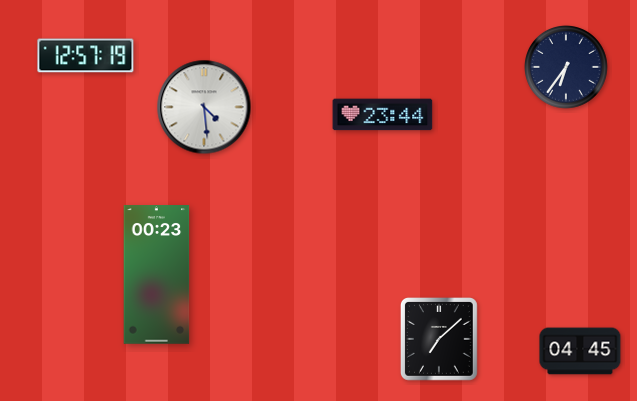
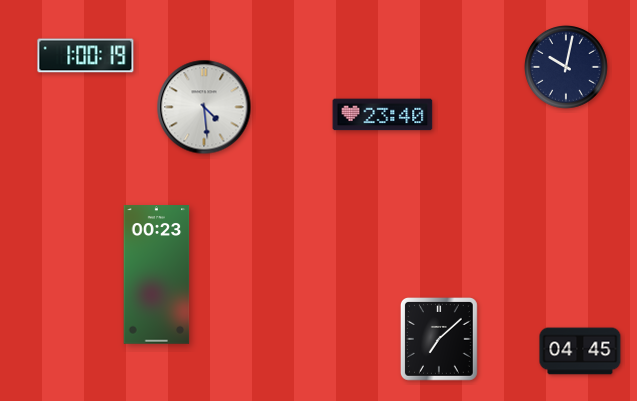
clock at (86, 56): 12:57 -> 1:00
clock at (567, 68): 6:36 -> 10:02
clock at (383, 115): 23:44 -> 23:40
